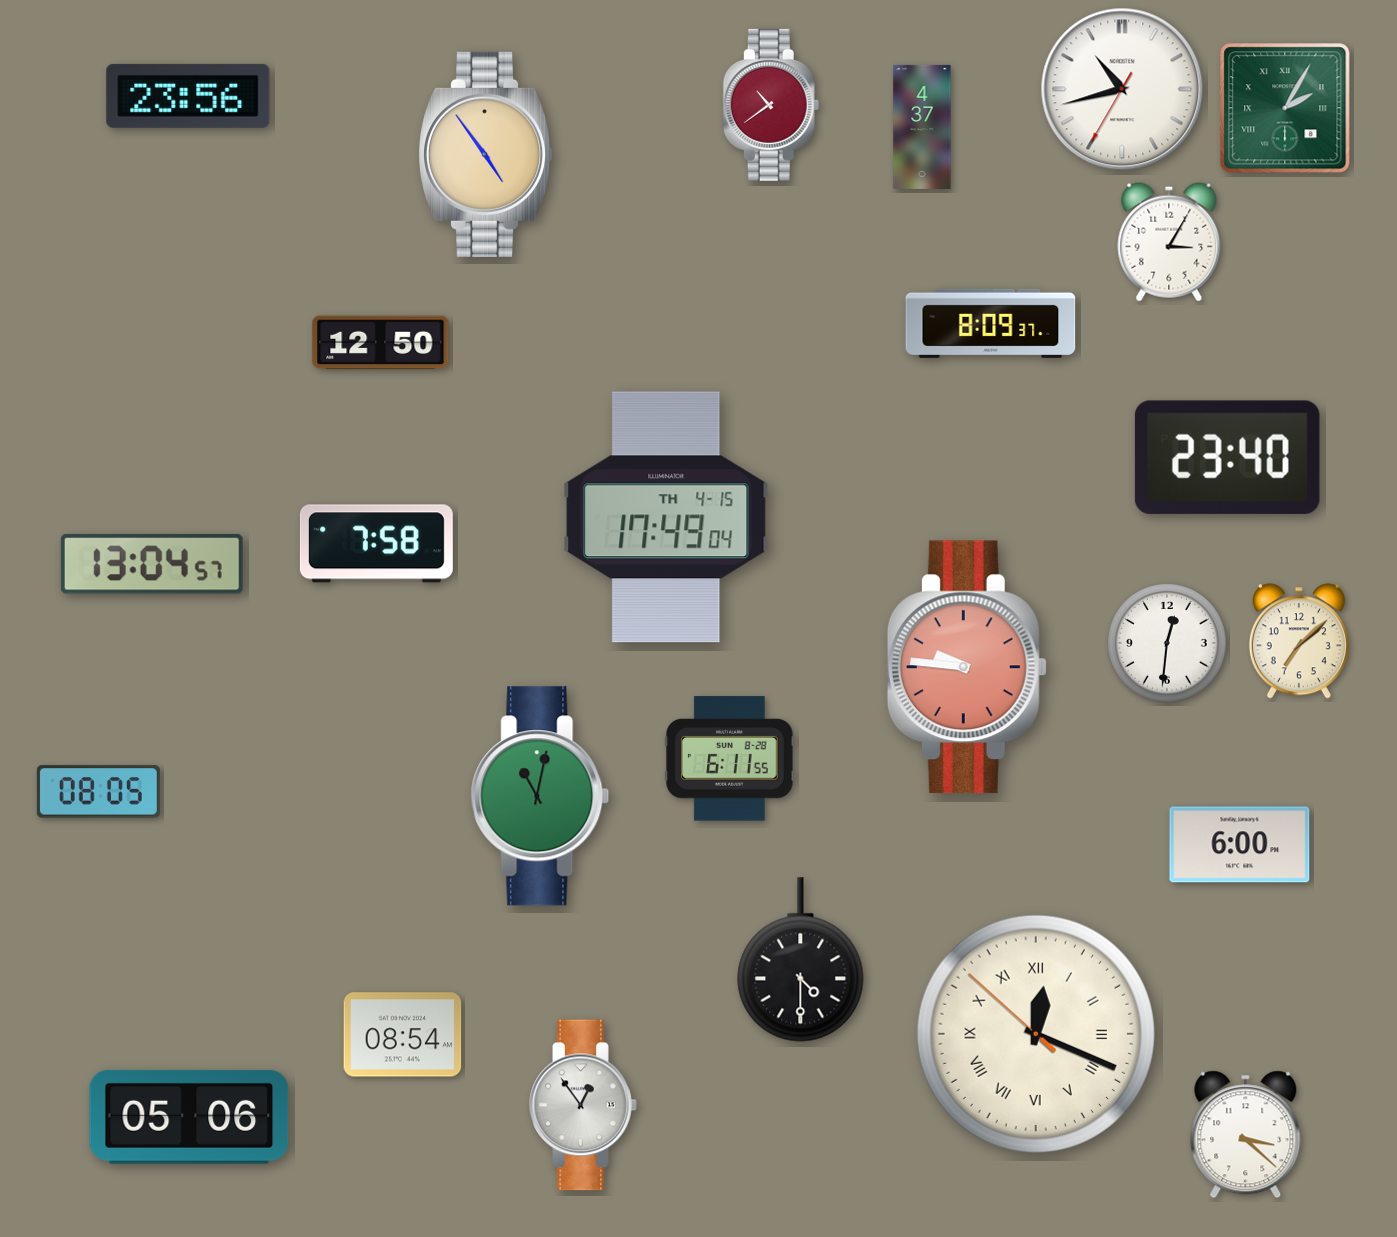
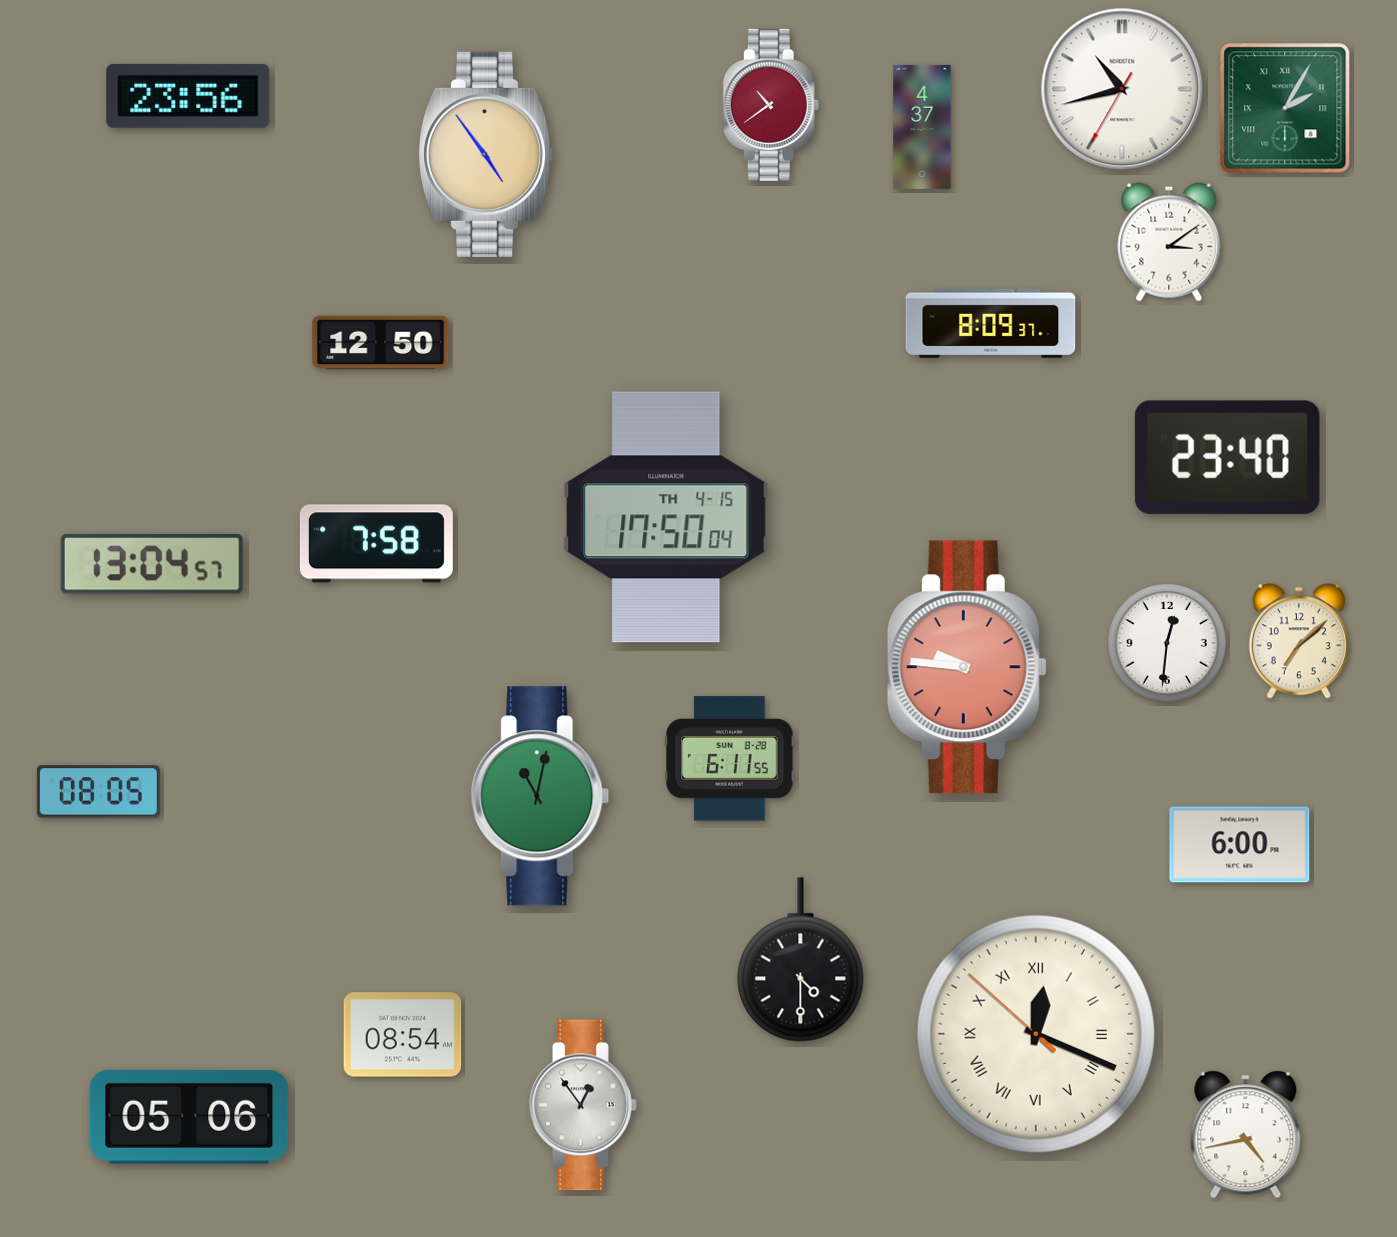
clock at (1169, 242): 3:05 -> 3:09
clock at (666, 517): 17:49 -> 17:50
clock at (1246, 1135): 3:22 -> 4:43
